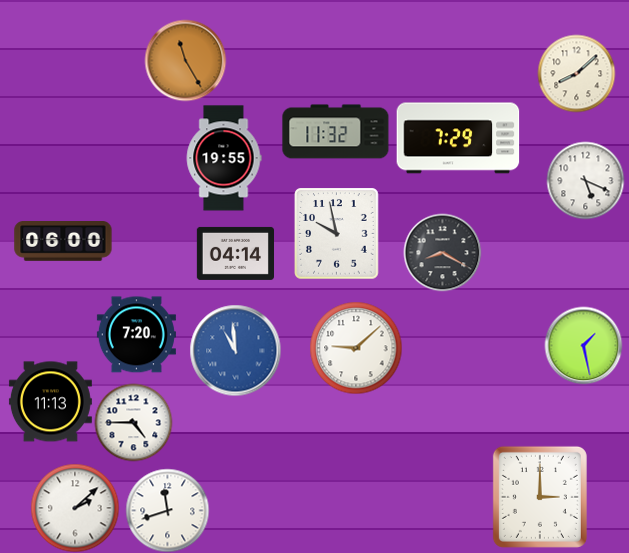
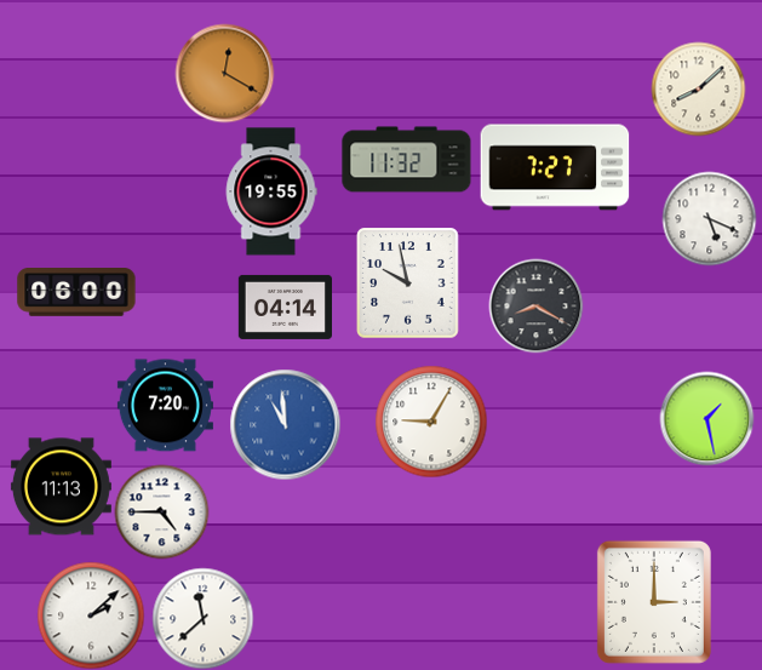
clock at (185, 60): 11:25 -> 12:20
clock at (458, 138): 7:29 -> 7:27
clock at (356, 348): 9:08 -> 9:05
clock at (167, 510): 11:42 -> 11:38
